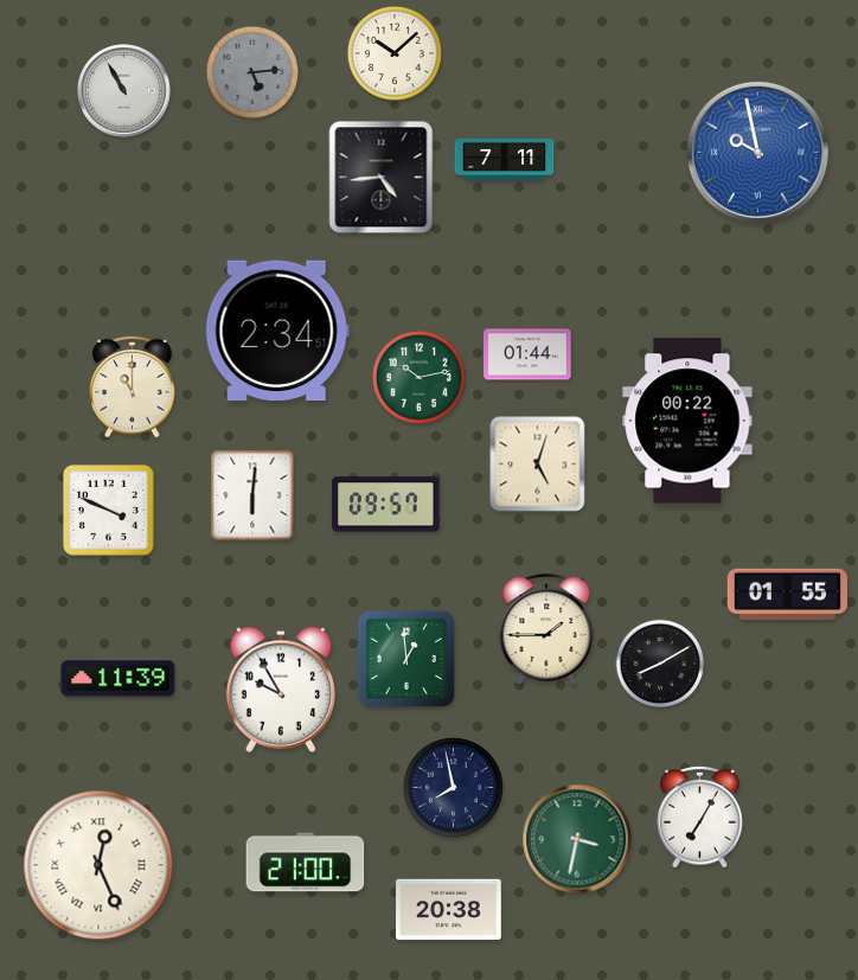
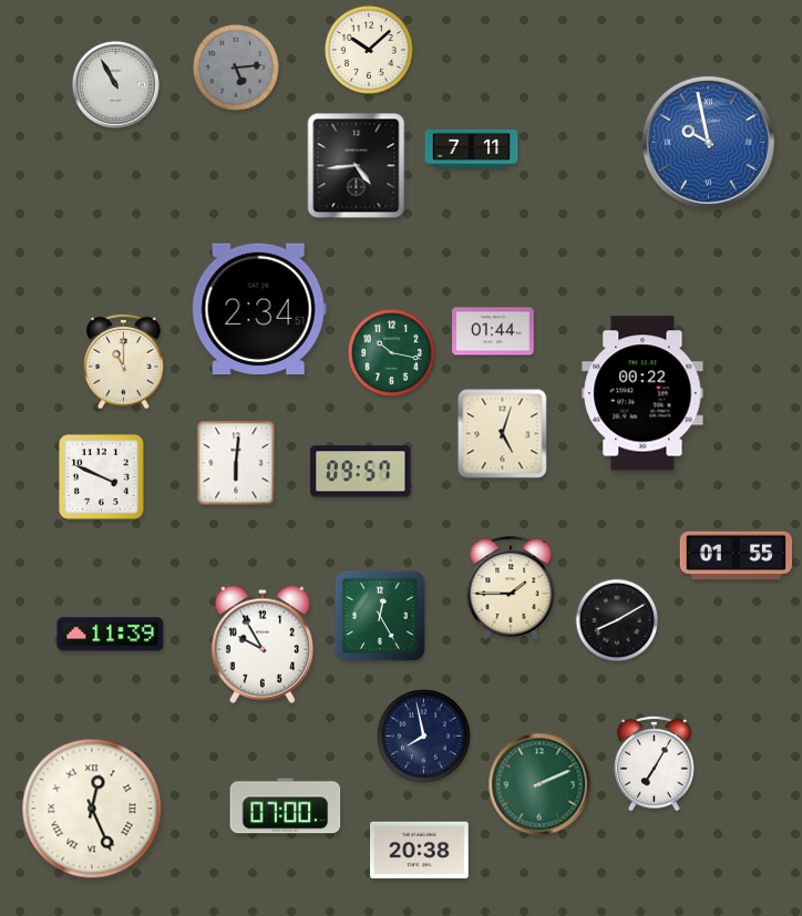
clock at (418, 377): 10:13 -> 10:17
clock at (406, 659): 12:59 -> 12:25
clock at (577, 839): 3:32 -> 2:11
clock at (306, 863): 21:00 -> 07:00
